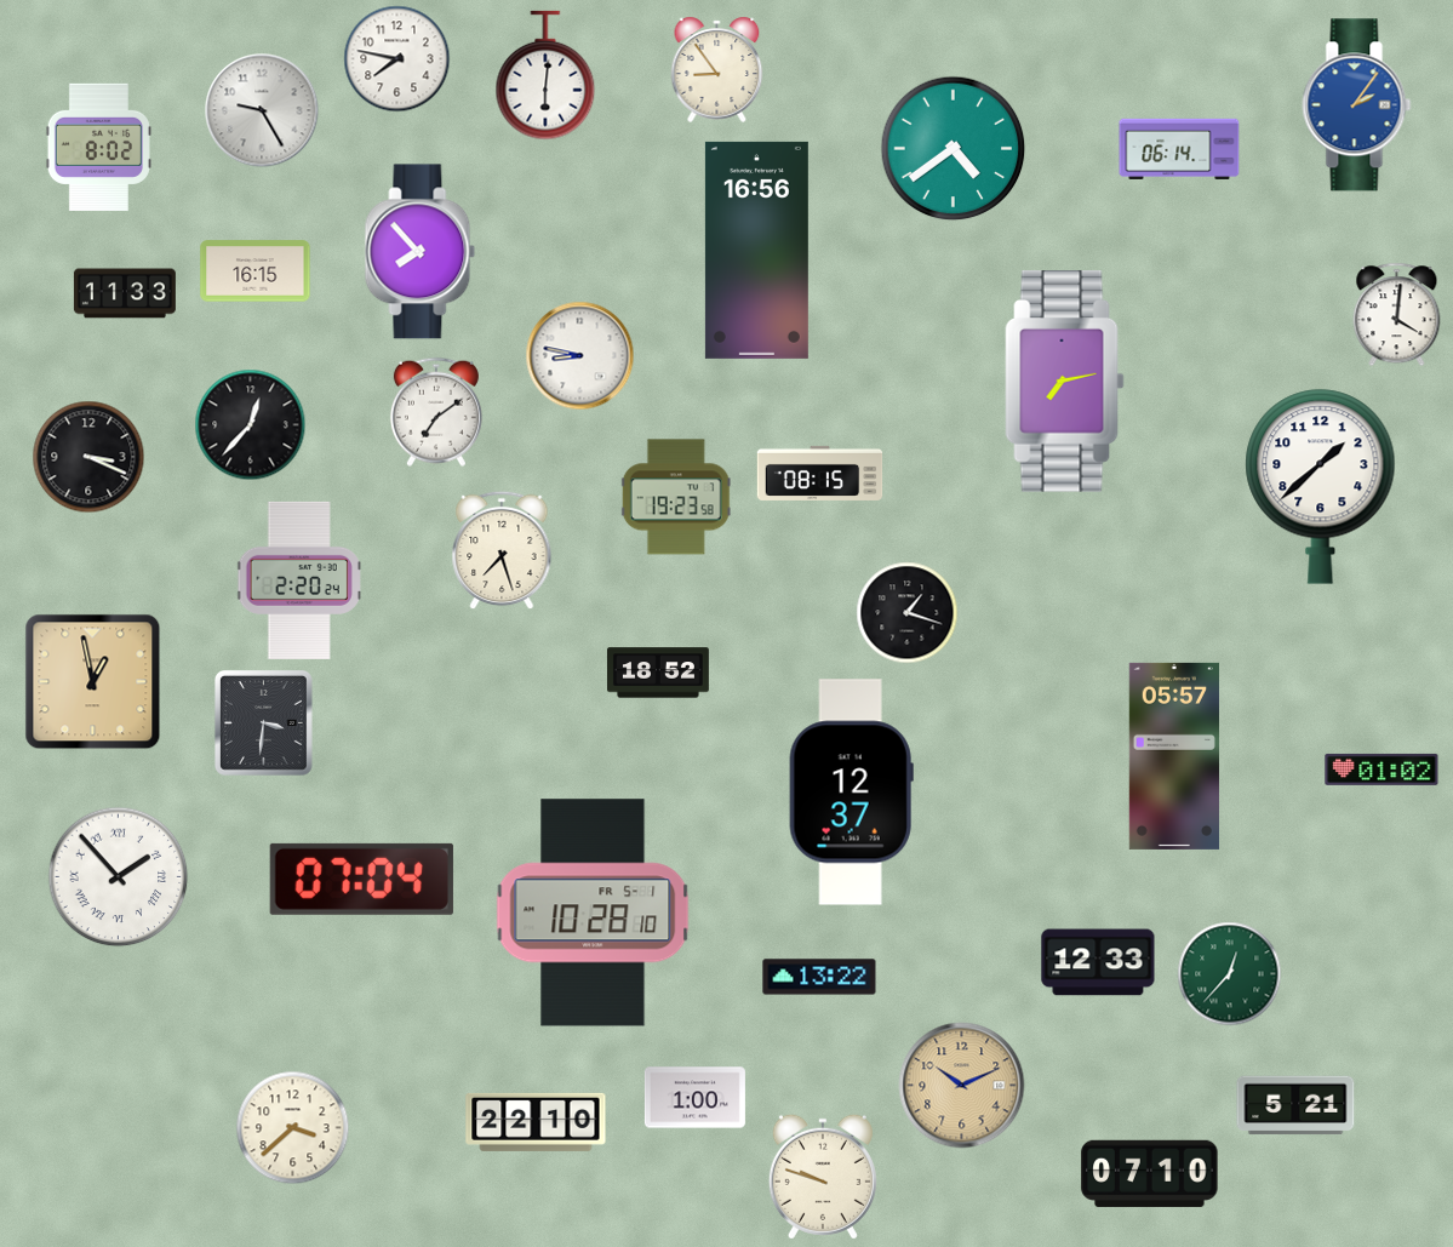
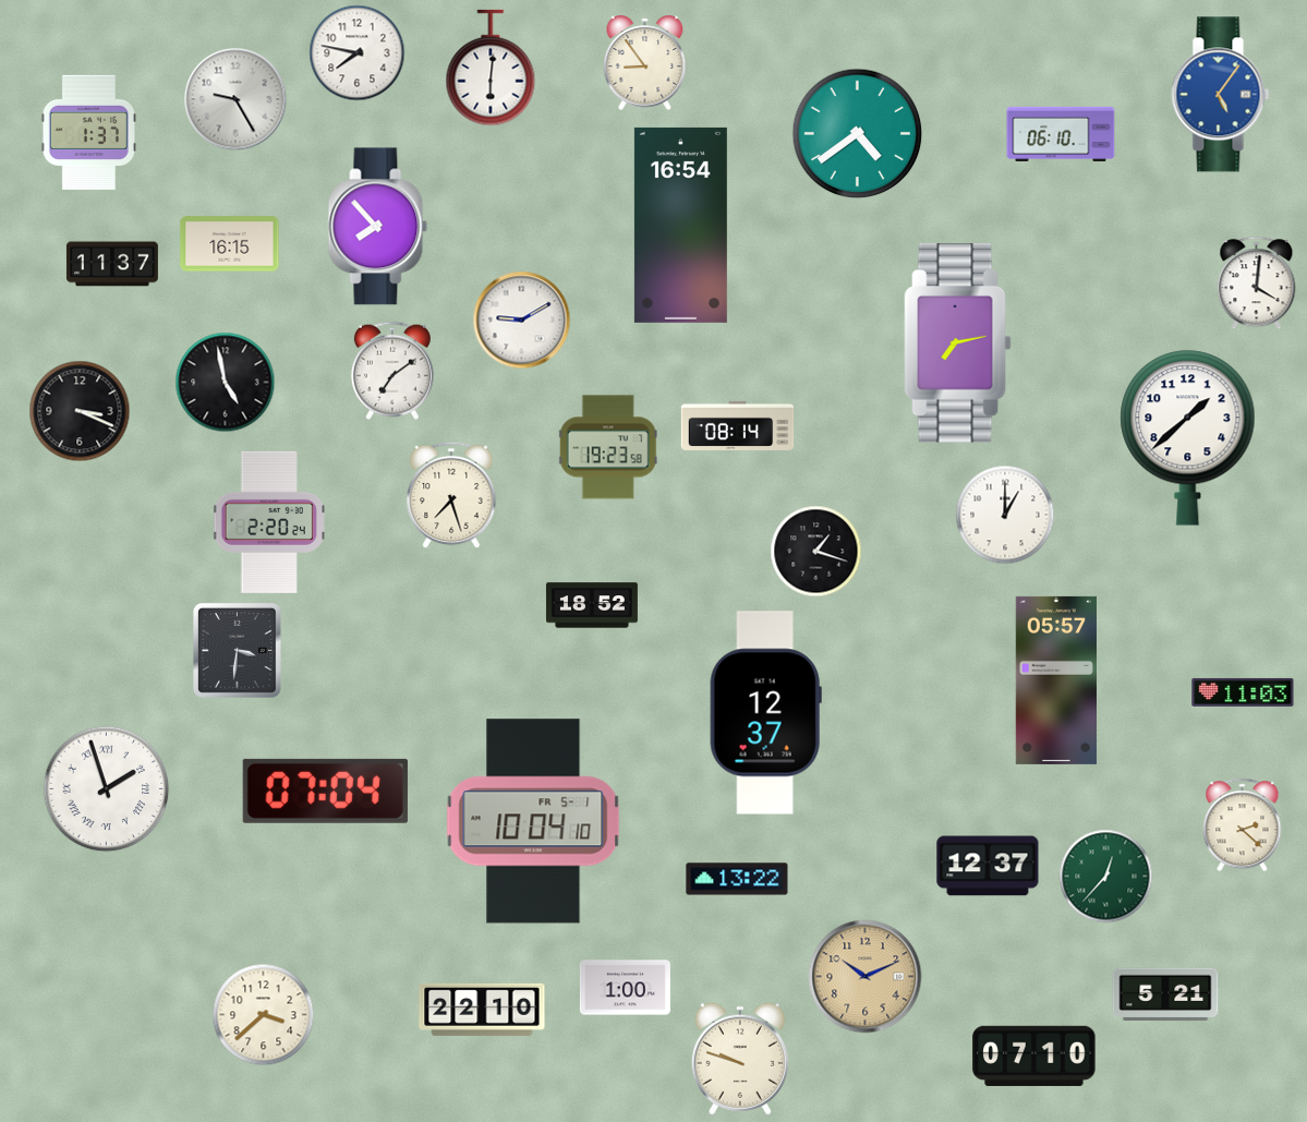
clock at (1357, 105): 2:06 -> 5:06
clock at (98, 147): 8:02 -> 1:37
clock at (1179, 149): 06:14 -> 06:10
clock at (756, 250): 16:56 -> 16:54
clock at (125, 293): 11:33 -> 11:37
clock at (580, 356): 8:47 -> 9:10
clock at (251, 425): 12:37 -> 4:58
clock at (820, 473): 08:15 -> 08:14
clock at (1005, 515): none -> 1:00
clock at (93, 682): 12:58 -> none
clock at (1382, 770): 01:02 -> 11:03
clock at (119, 877): 1:53 -> 1:57
clock at (593, 913): 10:28 -> 10:04
clock at (1243, 825): none -> 2:22
clock at (1098, 962): 12:33 -> 12:37
